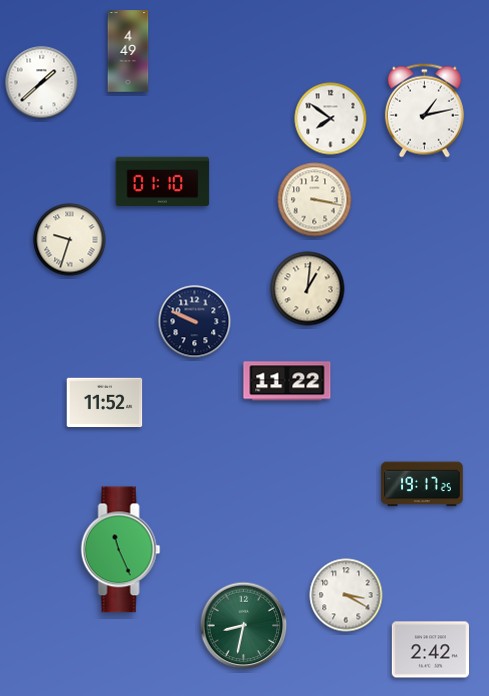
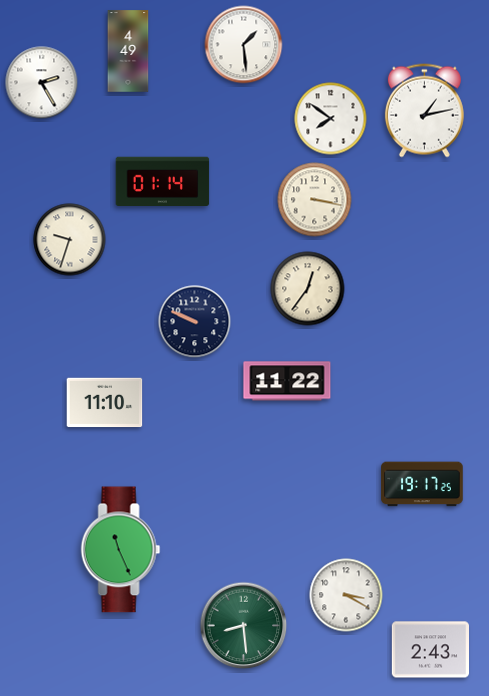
clock at (244, 45): none -> 1:29
clock at (42, 83): 1:38 -> 2:25
clock at (163, 182): 01:10 -> 01:14
clock at (308, 289): 1:01 -> 12:36
clock at (105, 403): 11:52 -> 11:10
clock at (244, 626): 8:32 -> 8:29
clock at (430, 650): 2:42 -> 2:43
